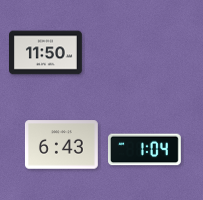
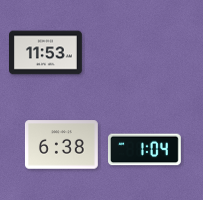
clock at (46, 53): 11:50 -> 11:53
clock at (62, 145): 6:43 -> 6:38
